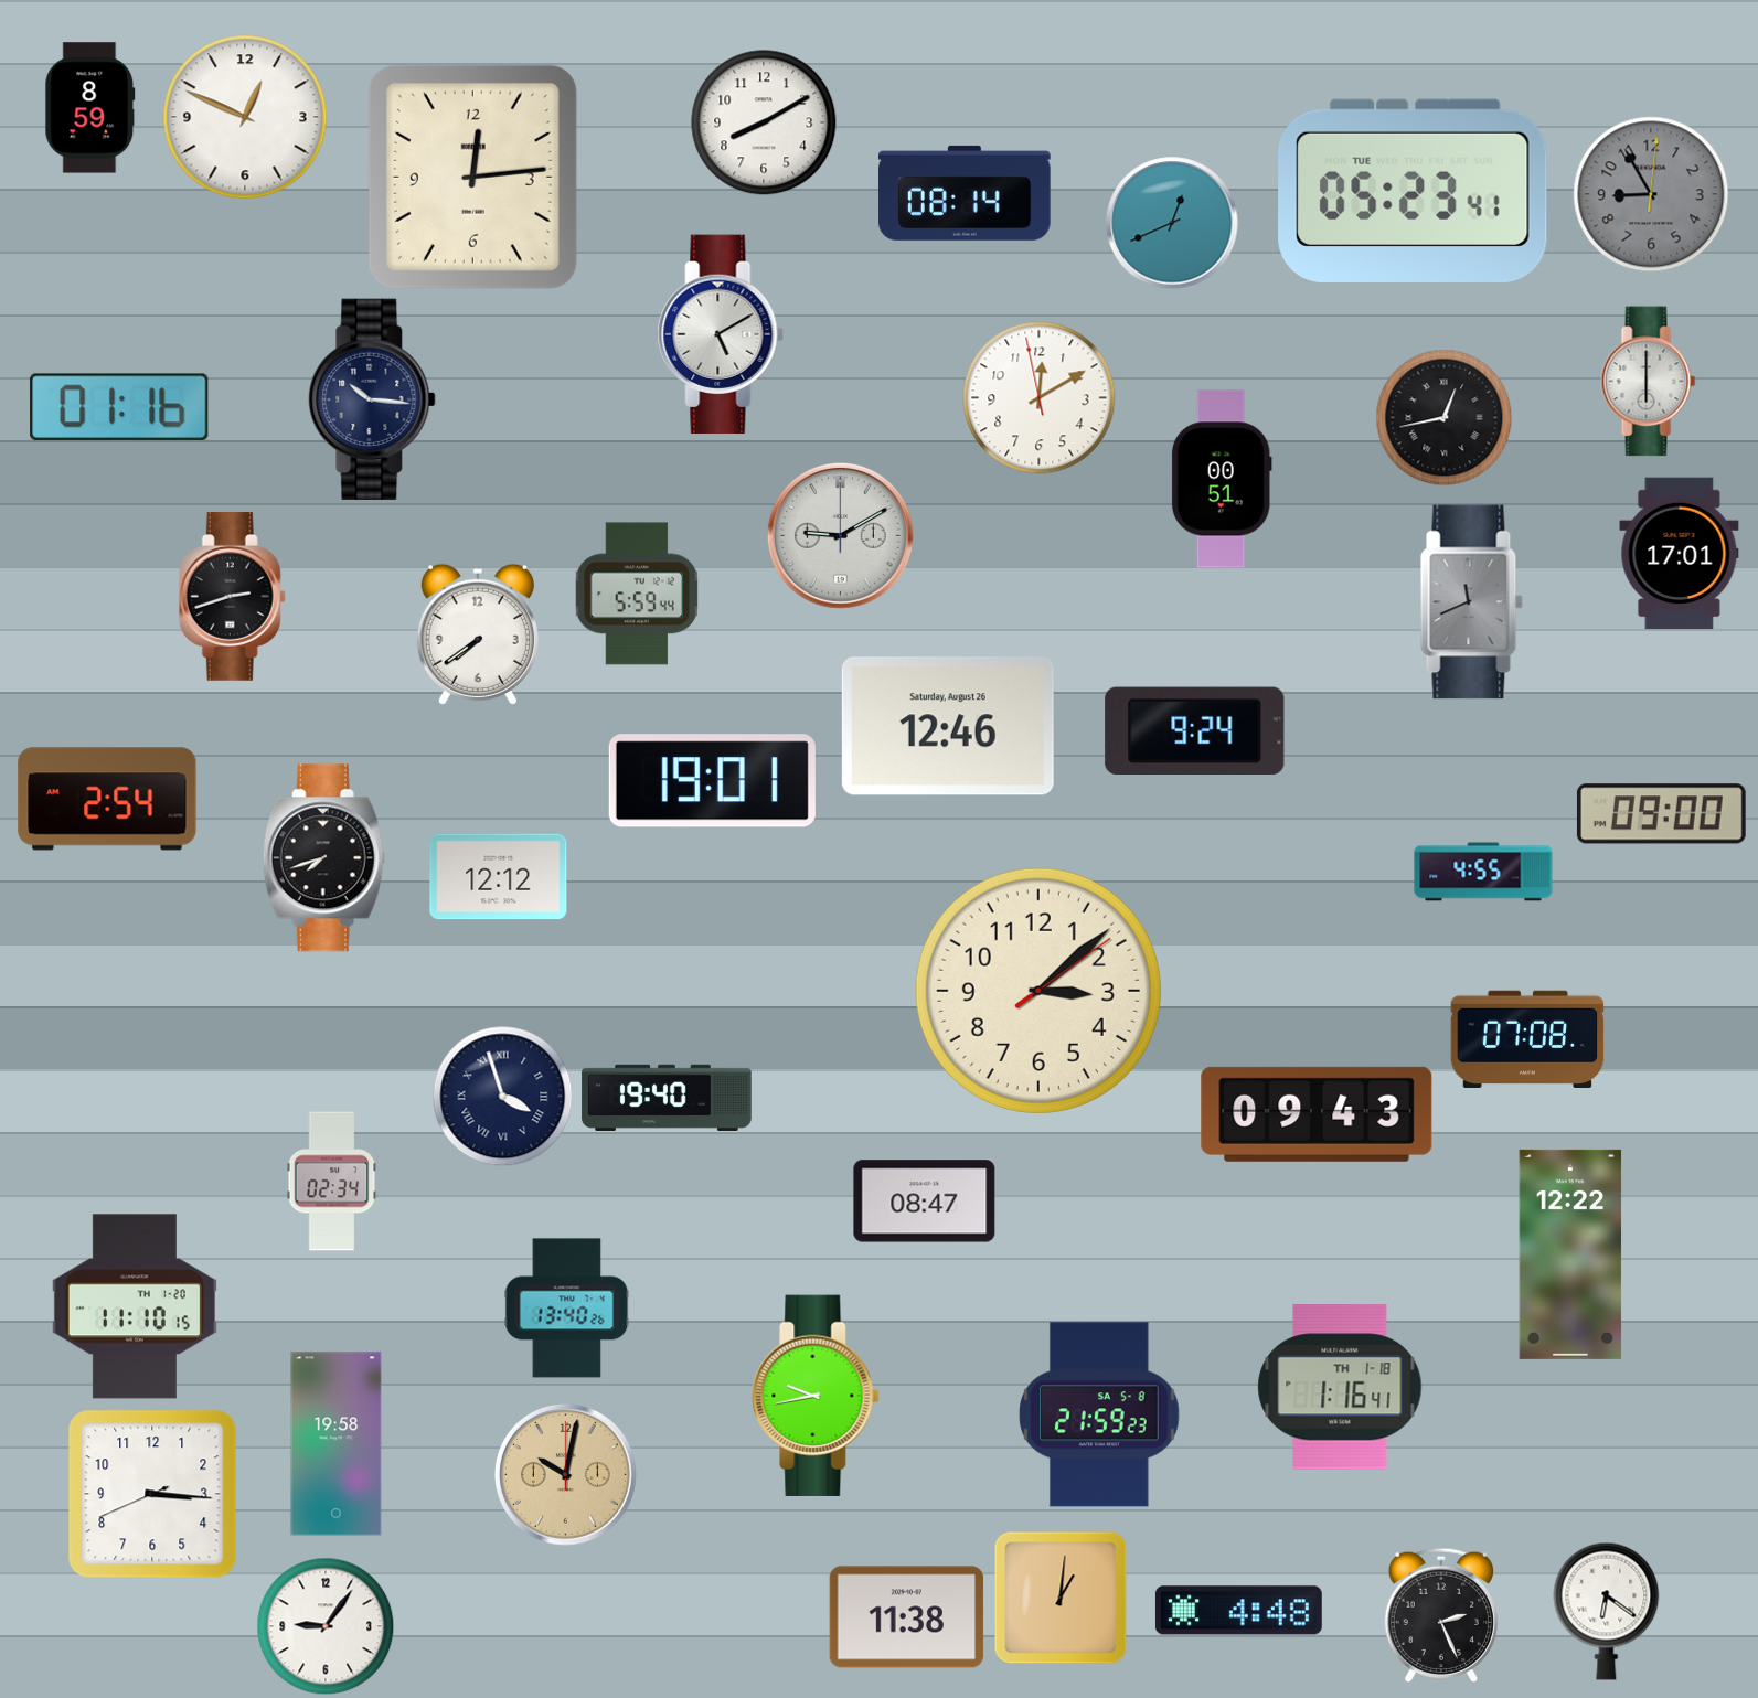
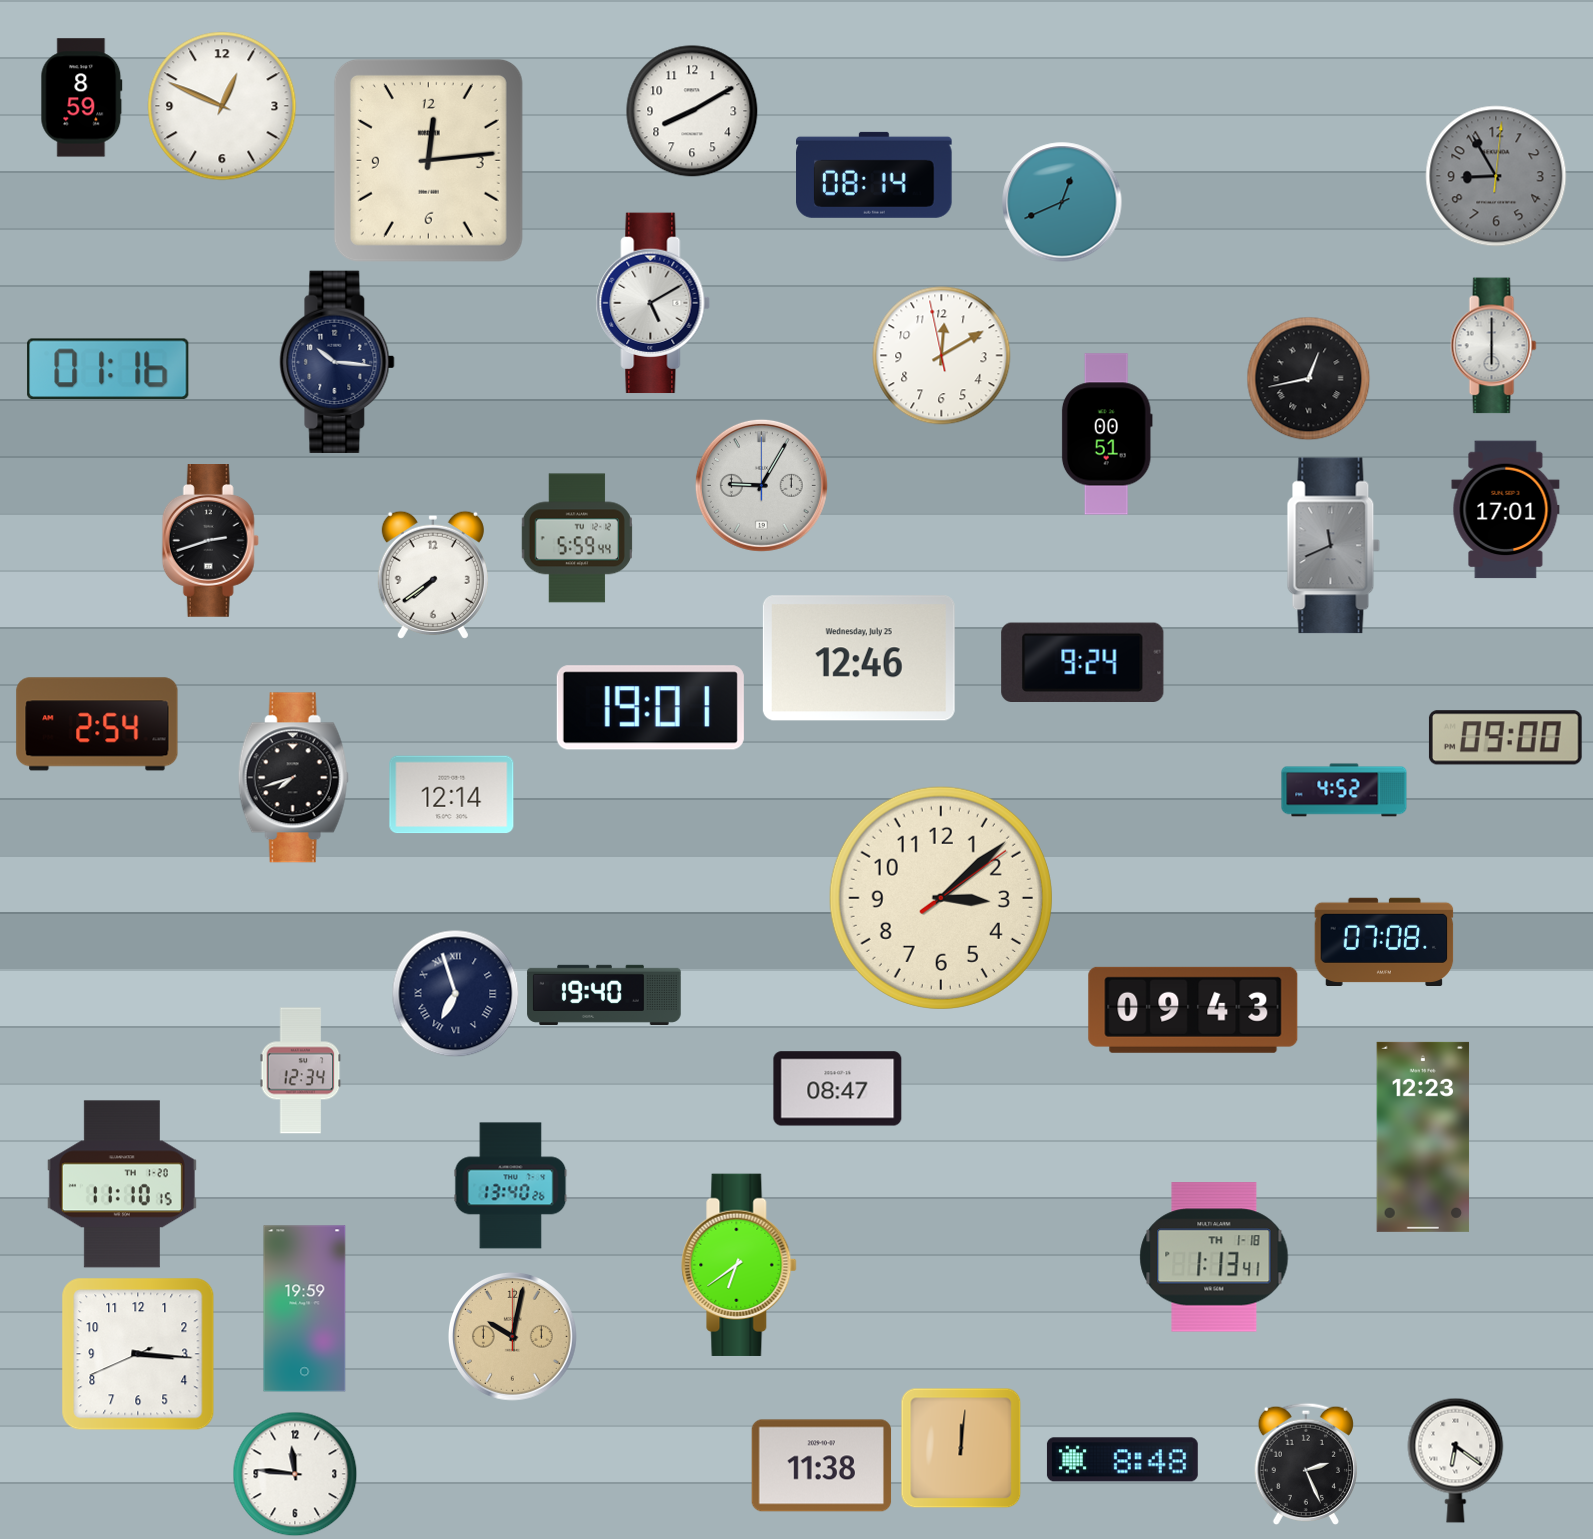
clock at (1413, 191): 05:23 -> none
clock at (1040, 398) position: (1040, 398) -> (942, 356)
clock at (840, 535): 9:10 -> 9:05
clock at (1680, 554) position: (1680, 554) -> (1506, 510)
clock at (948, 726) date: Saturday, August 26 -> Wednesday, July 25
clock at (712, 781) position: (712, 781) -> (650, 708)
clock at (1483, 872): 4:55 -> 4:52
clock at (499, 877): 12:12 -> 12:14
clock at (503, 1097): 3:57 -> 6:57
clock at (332, 1182): 02:34 -> 12:34
clock at (1570, 1254): 12:22 -> 12:23
clock at (567, 1309) position: (567, 1309) -> (511, 1186)
clock at (1340, 1387): 1:16 -> 1:13
clock at (816, 1396): 9:43 -> 6:39
clock at (1099, 1414): 21:59 -> none
clock at (337, 1444): 19:58 -> 19:59
clock at (1061, 1598): 1:01 -> 12:01
clock at (1238, 1611): 4:48 -> 8:48
clock at (326, 1626): 9:06 -> 11:46
